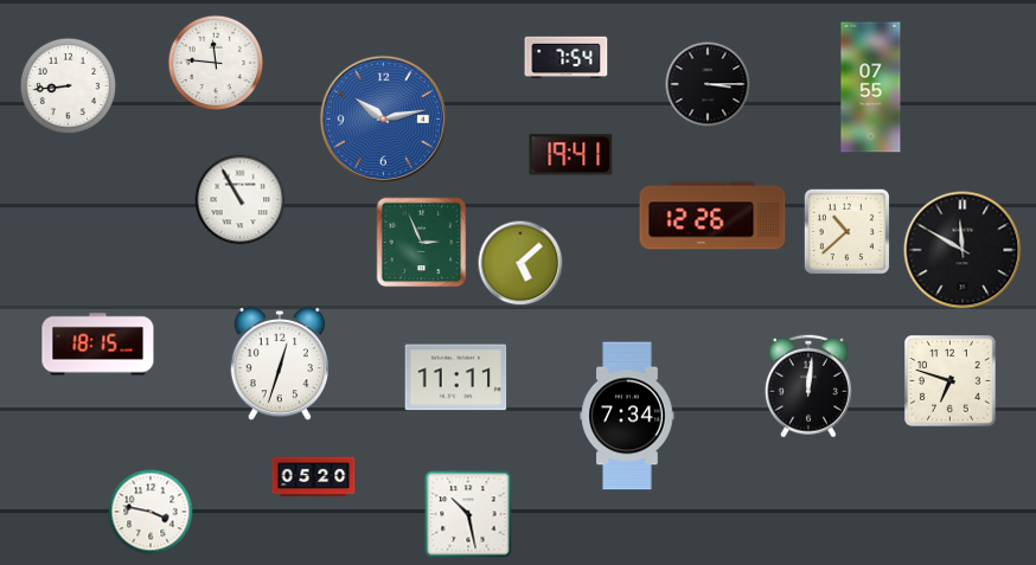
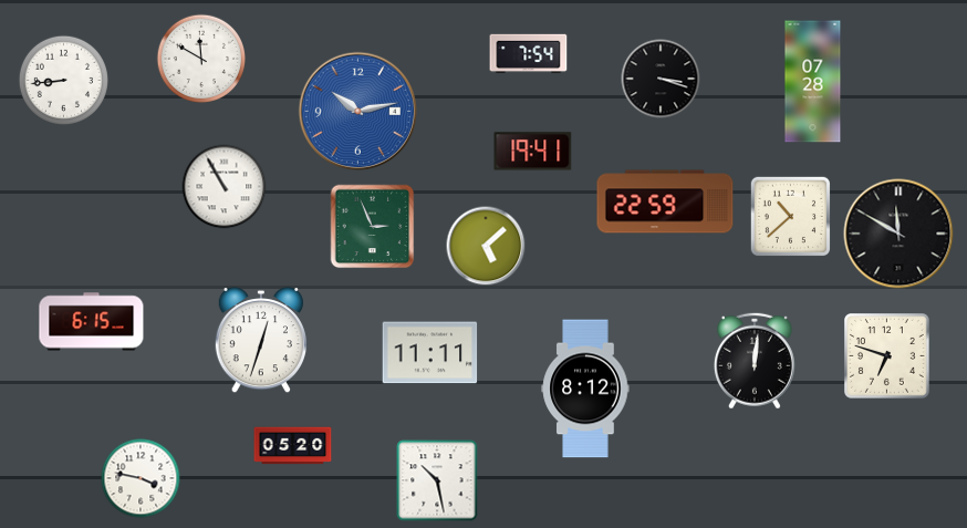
clock at (216, 63): 11:46 -> 11:50
clock at (708, 84): 3:15 -> 3:18
clock at (871, 88): 07:55 -> 07:28
clock at (571, 155) position: (571, 155) -> (533, 152)
clock at (712, 216): 12:26 -> 22:59
clock at (422, 243) position: (422, 243) -> (373, 227)
clock at (98, 345): 18:15 -> 6:15
clock at (456, 378) position: (456, 378) -> (430, 353)
clock at (627, 416): 7:34 -> 8:12
